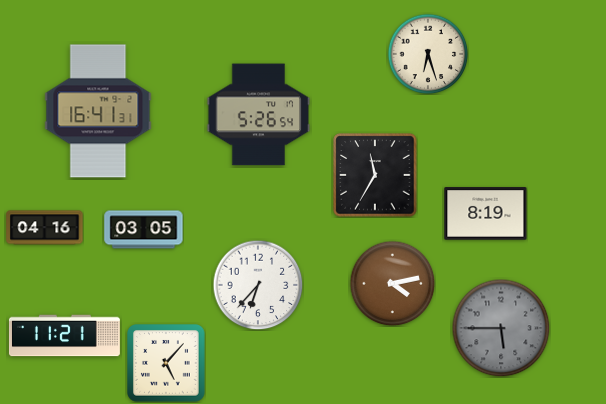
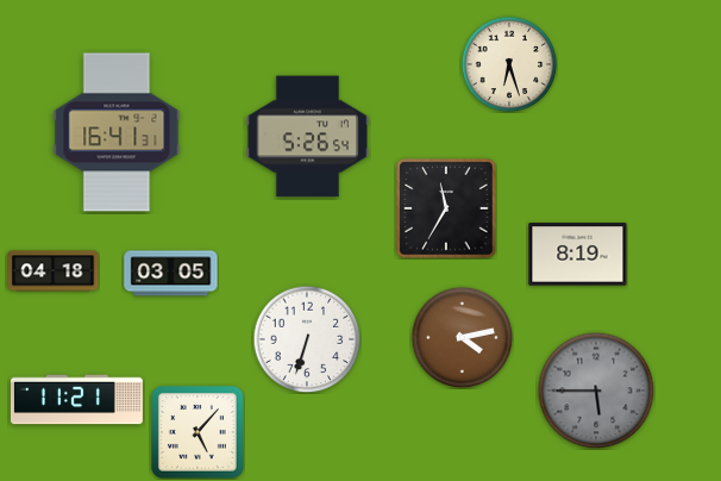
clock at (45, 228): 04:16 -> 04:18
clock at (392, 283) position: (392, 283) -> (462, 337)
clock at (258, 285): 6:37 -> 6:33
